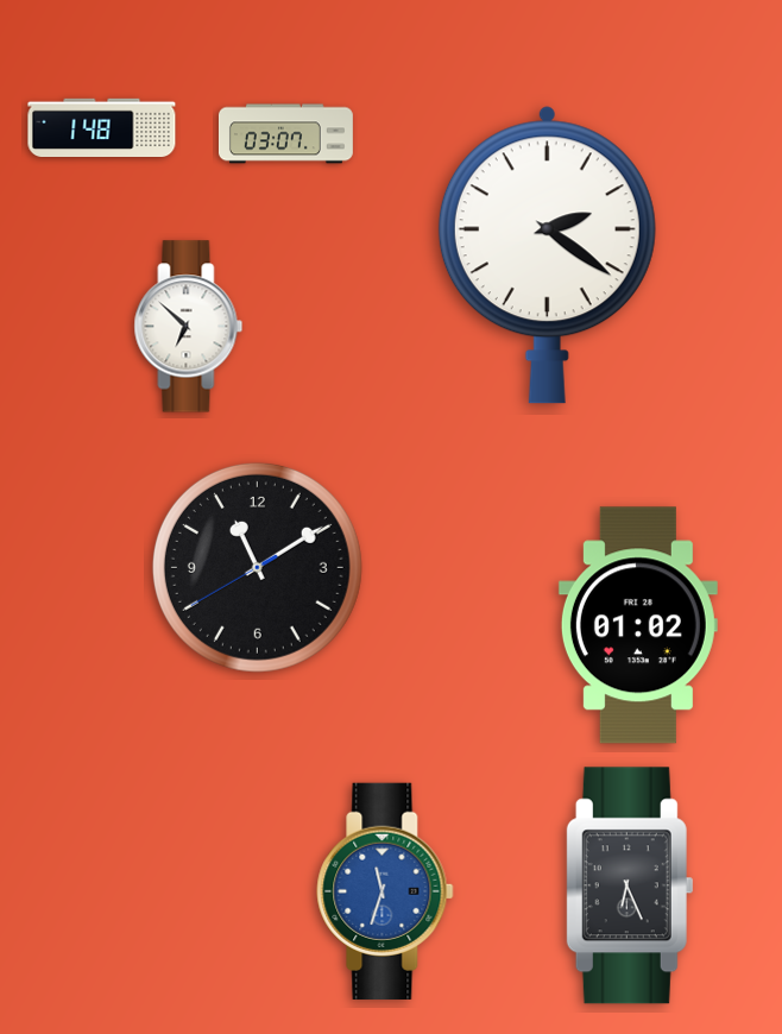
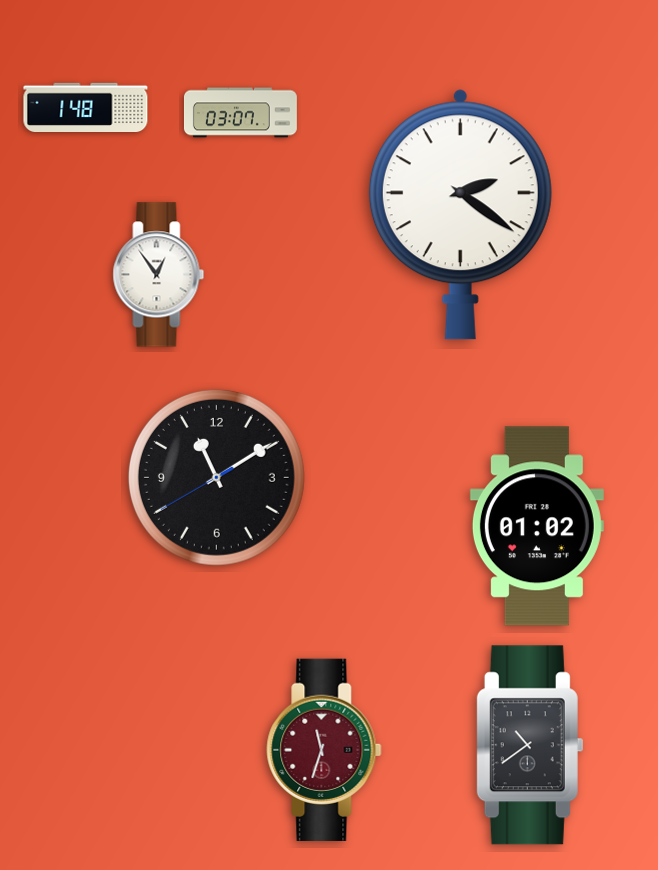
clock at (189, 327): 6:52 -> 12:54
clock at (630, 885): 6:26 -> 10:39
clock at (385, 891) dial: blue -> burgundy
